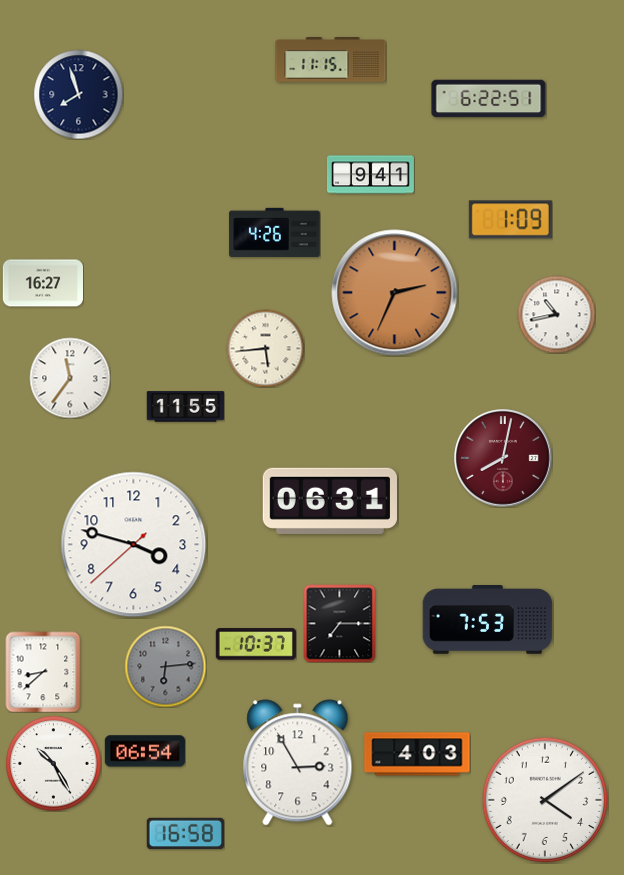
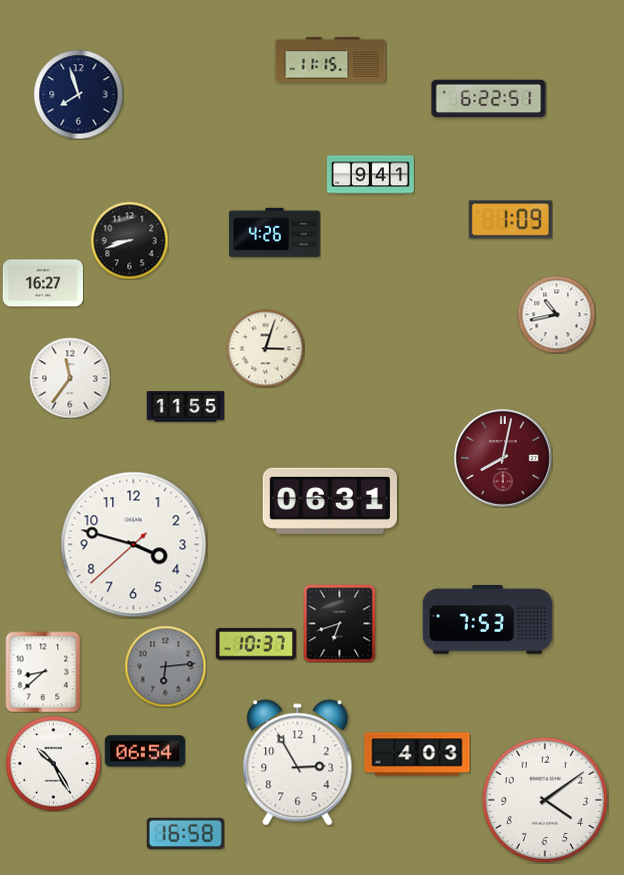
clock at (129, 240): none -> 8:42
clock at (395, 293): 2:34 -> none
clock at (265, 348): 5:44 -> 3:03
clock at (340, 623): 7:15 -> 6:42
